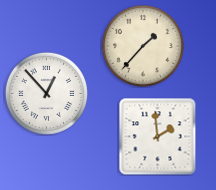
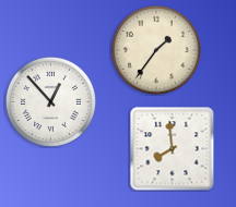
clock at (143, 46): 1:37 -> 1:36
clock at (157, 136): 1:59 -> 7:59
